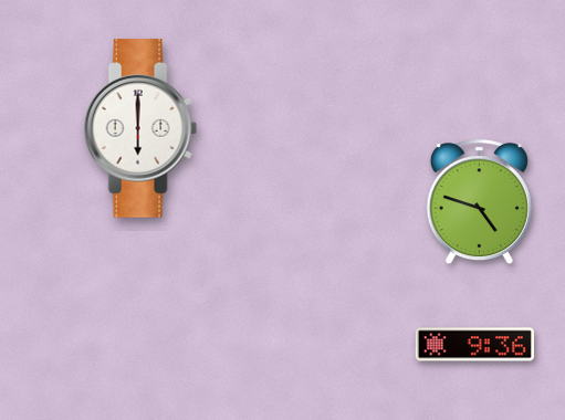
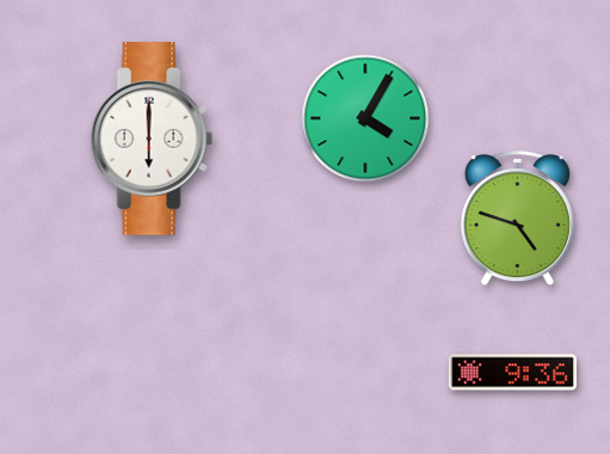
clock at (365, 118): none -> 4:05
